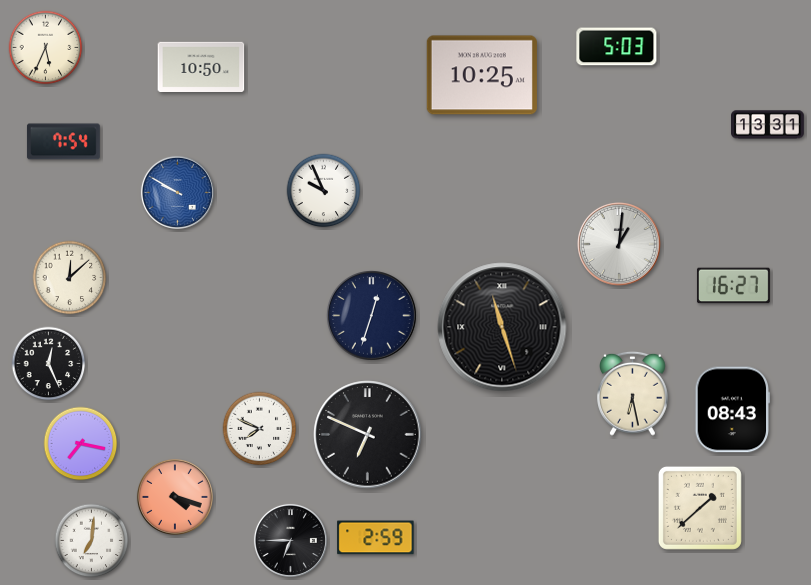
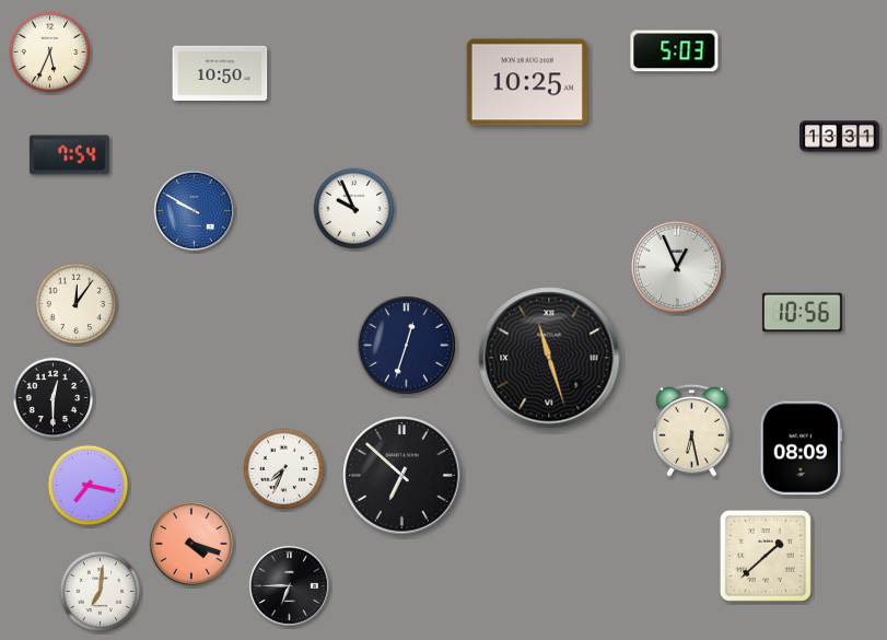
clock at (619, 244): 1:01 -> 12:56
clock at (70, 278): 12:08 -> 12:06
clock at (733, 286): 16:27 -> 10:56
clock at (49, 364): 12:26 -> 12:30
clock at (733, 410): 08:43 -> 08:09
clock at (260, 429): 7:49 -> 7:34
clock at (368, 435): 6:49 -> 6:52
clock at (376, 538): 2:59 -> none
clock at (290, 540) position: (290, 540) -> (289, 585)
